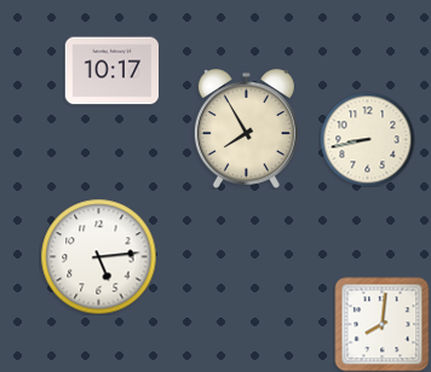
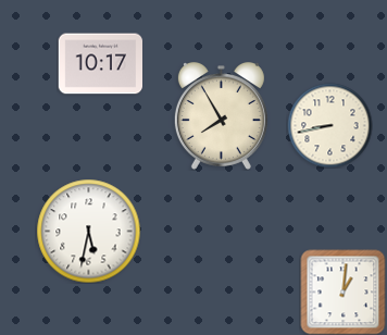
clock at (98, 256): 5:14 -> 5:32
clock at (381, 324): 8:01 -> 1:01
